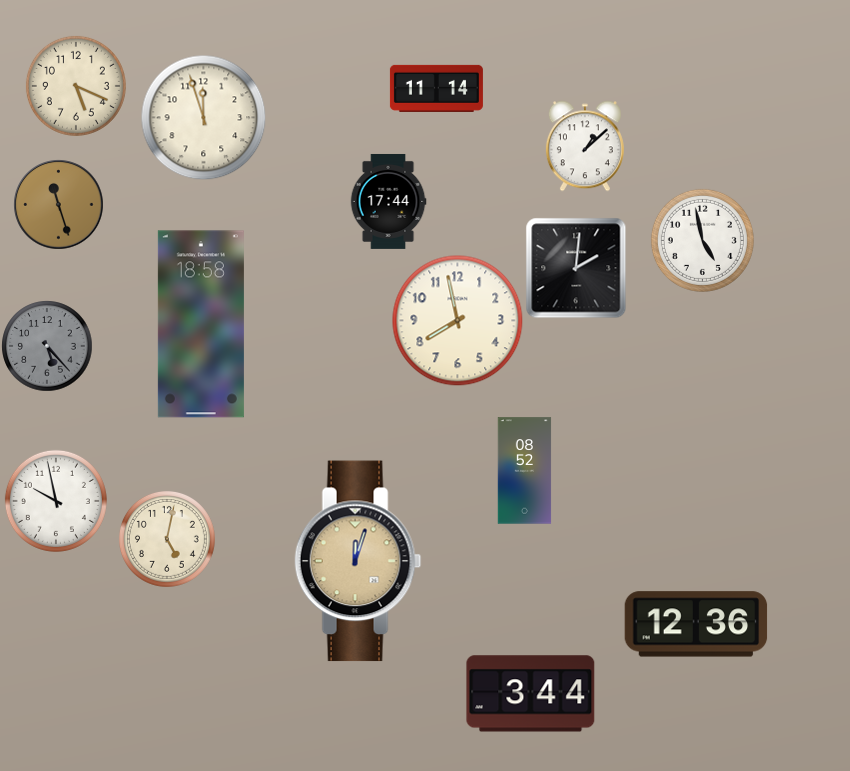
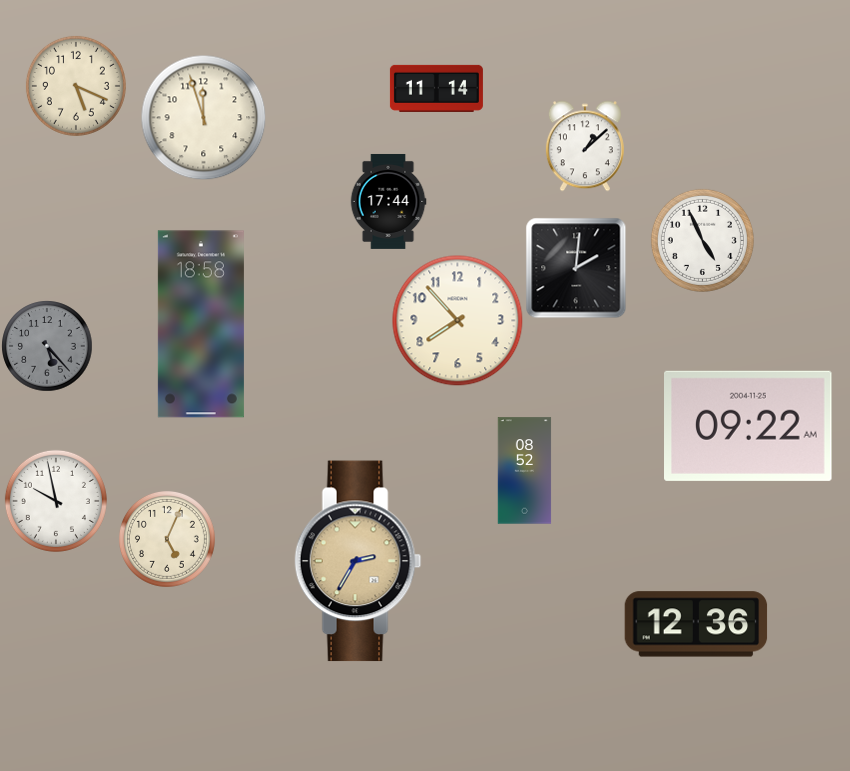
clock at (58, 204): 11:27 -> none
clock at (702, 240): 4:58 -> 4:56
clock at (458, 321): 7:58 -> 7:53
clock at (749, 426): none -> 09:22
clock at (167, 539): 5:02 -> 5:04
clock at (358, 561): 12:03 -> 2:35
clock at (531, 694): 3:44 -> none
